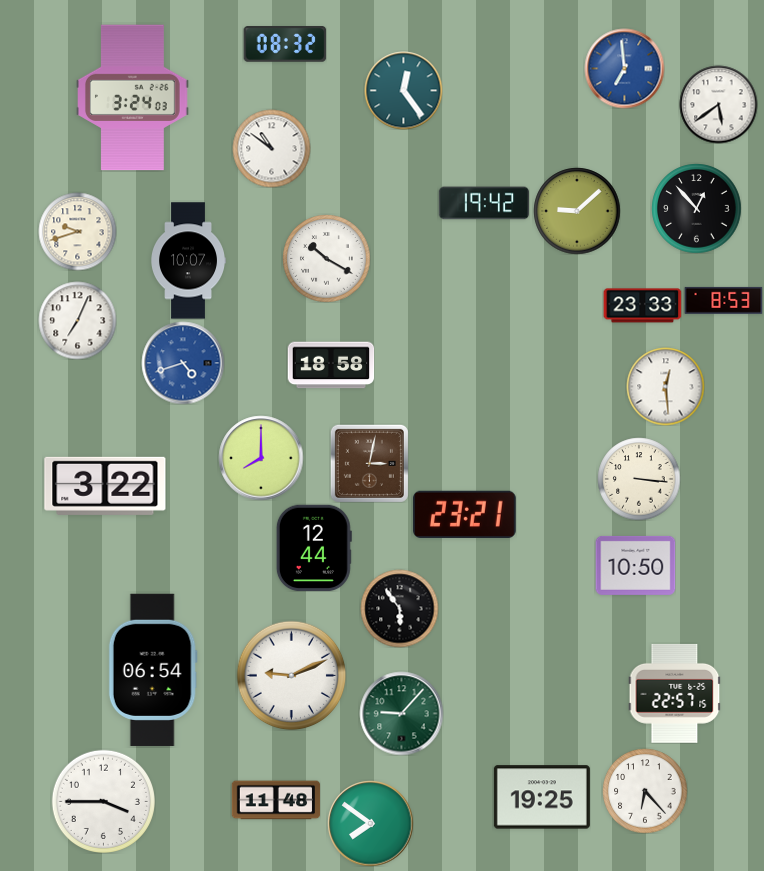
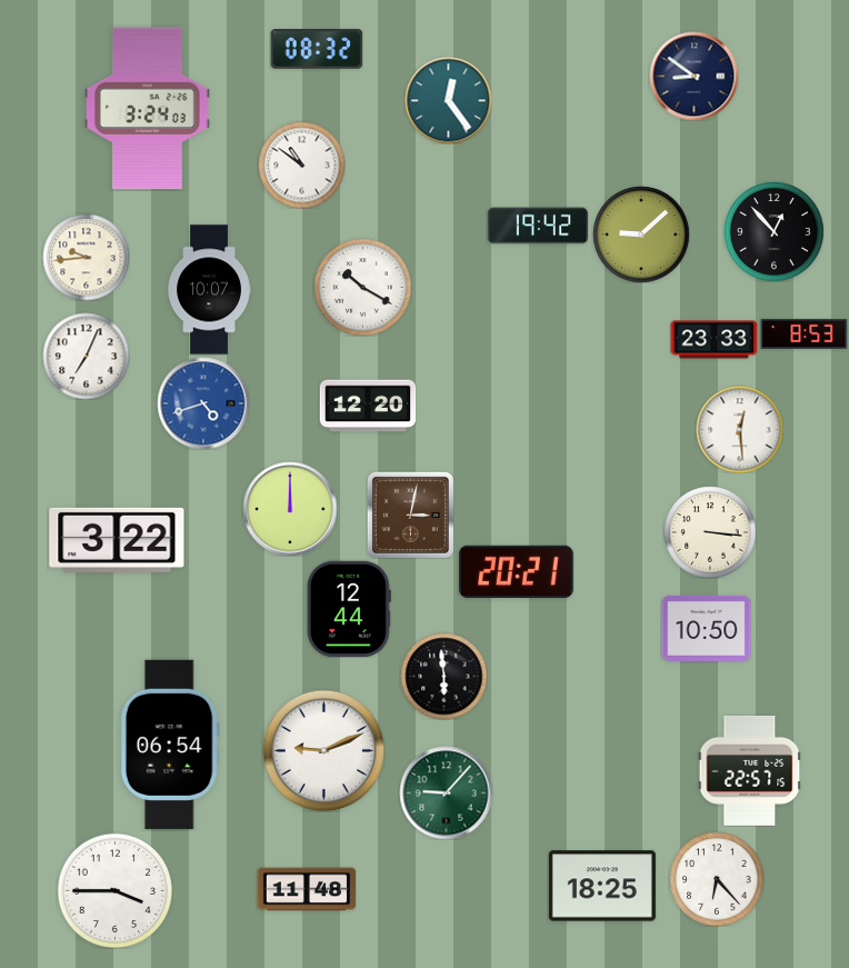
clock at (624, 68): 6:59 -> 8:51
clock at (624, 68) dial: blue -> navy
clock at (718, 104): 5:39 -> none
clock at (77, 231): 9:42 -> 9:44
clock at (331, 365): 18:58 -> 12:20
clock at (261, 458): 8:00 -> 12:00
clock at (465, 514): 23:21 -> 20:21
clock at (399, 608): 5:54 -> 5:59
clock at (542, 797): 19:25 -> 18:25
clock at (370, 823): 7:51 -> none
